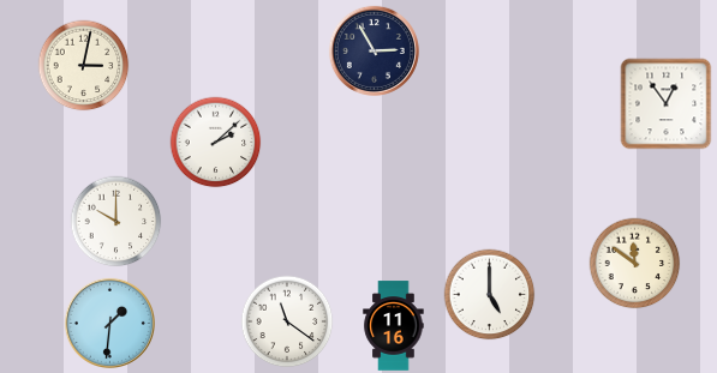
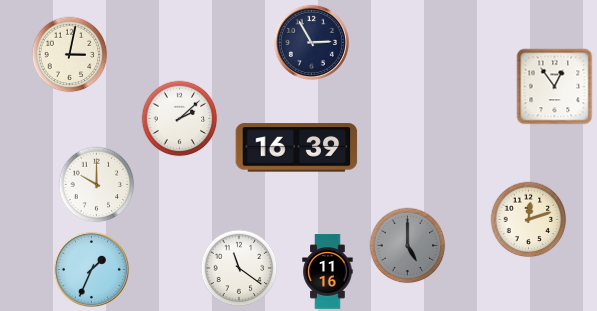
clock at (297, 148): none -> 16:39
clock at (635, 264): 11:51 -> 12:12
clock at (490, 295) dial: white -> grey
clock at (109, 323): 1:31 -> 1:34
